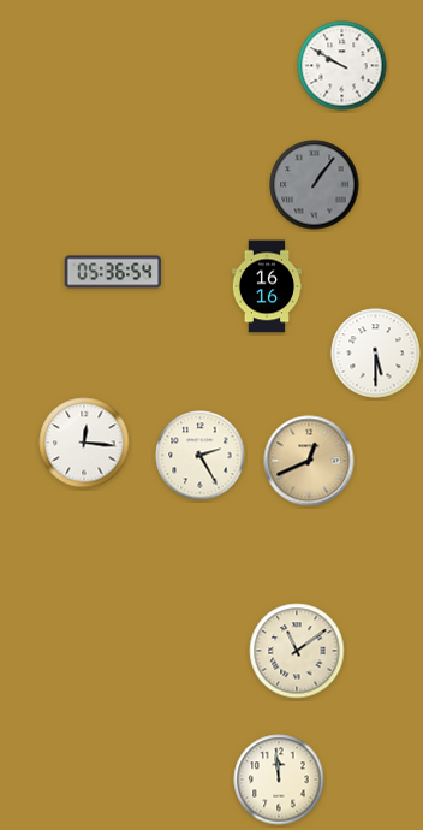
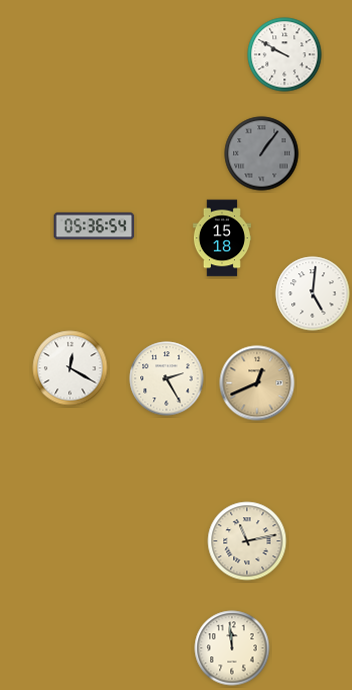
clock at (267, 286): 16:16 -> 15:18
clock at (376, 354): 5:30 -> 5:01
clock at (84, 443): 12:16 -> 12:20
clock at (297, 651): 11:09 -> 11:13
